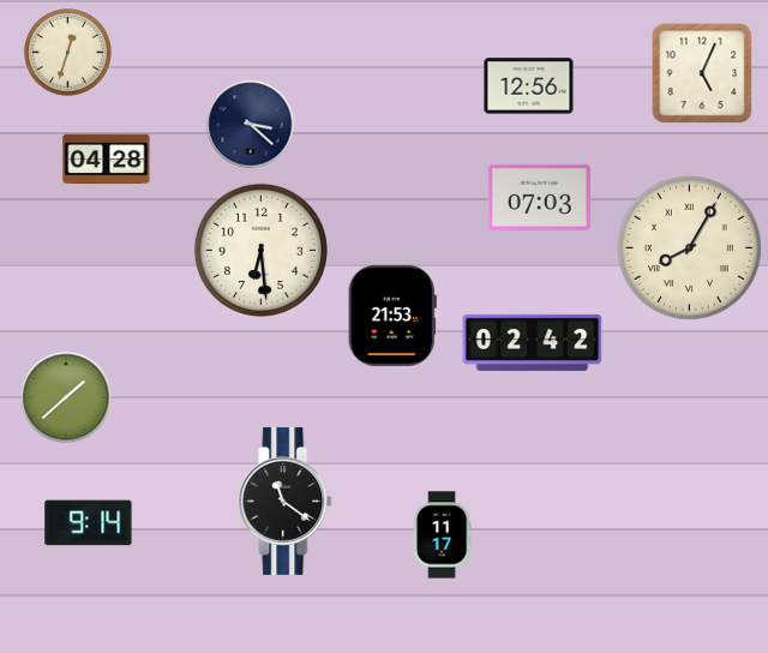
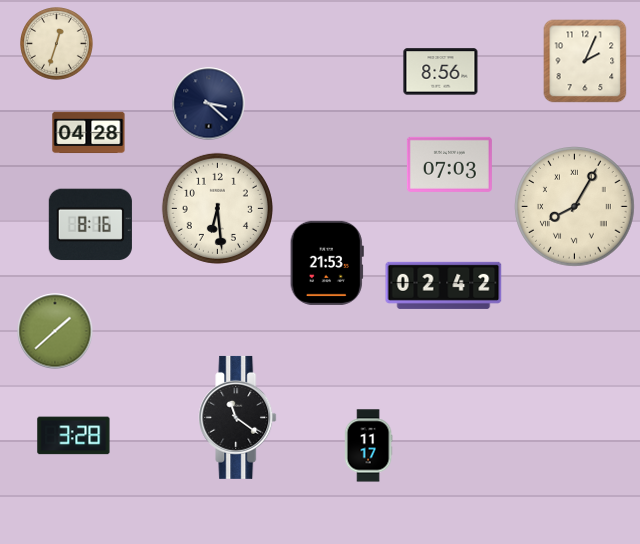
clock at (702, 73): 5:04 -> 2:04
clock at (529, 86): 12:56 -> 8:56
clock at (90, 225): none -> 8:16
clock at (89, 523): 9:14 -> 3:28
